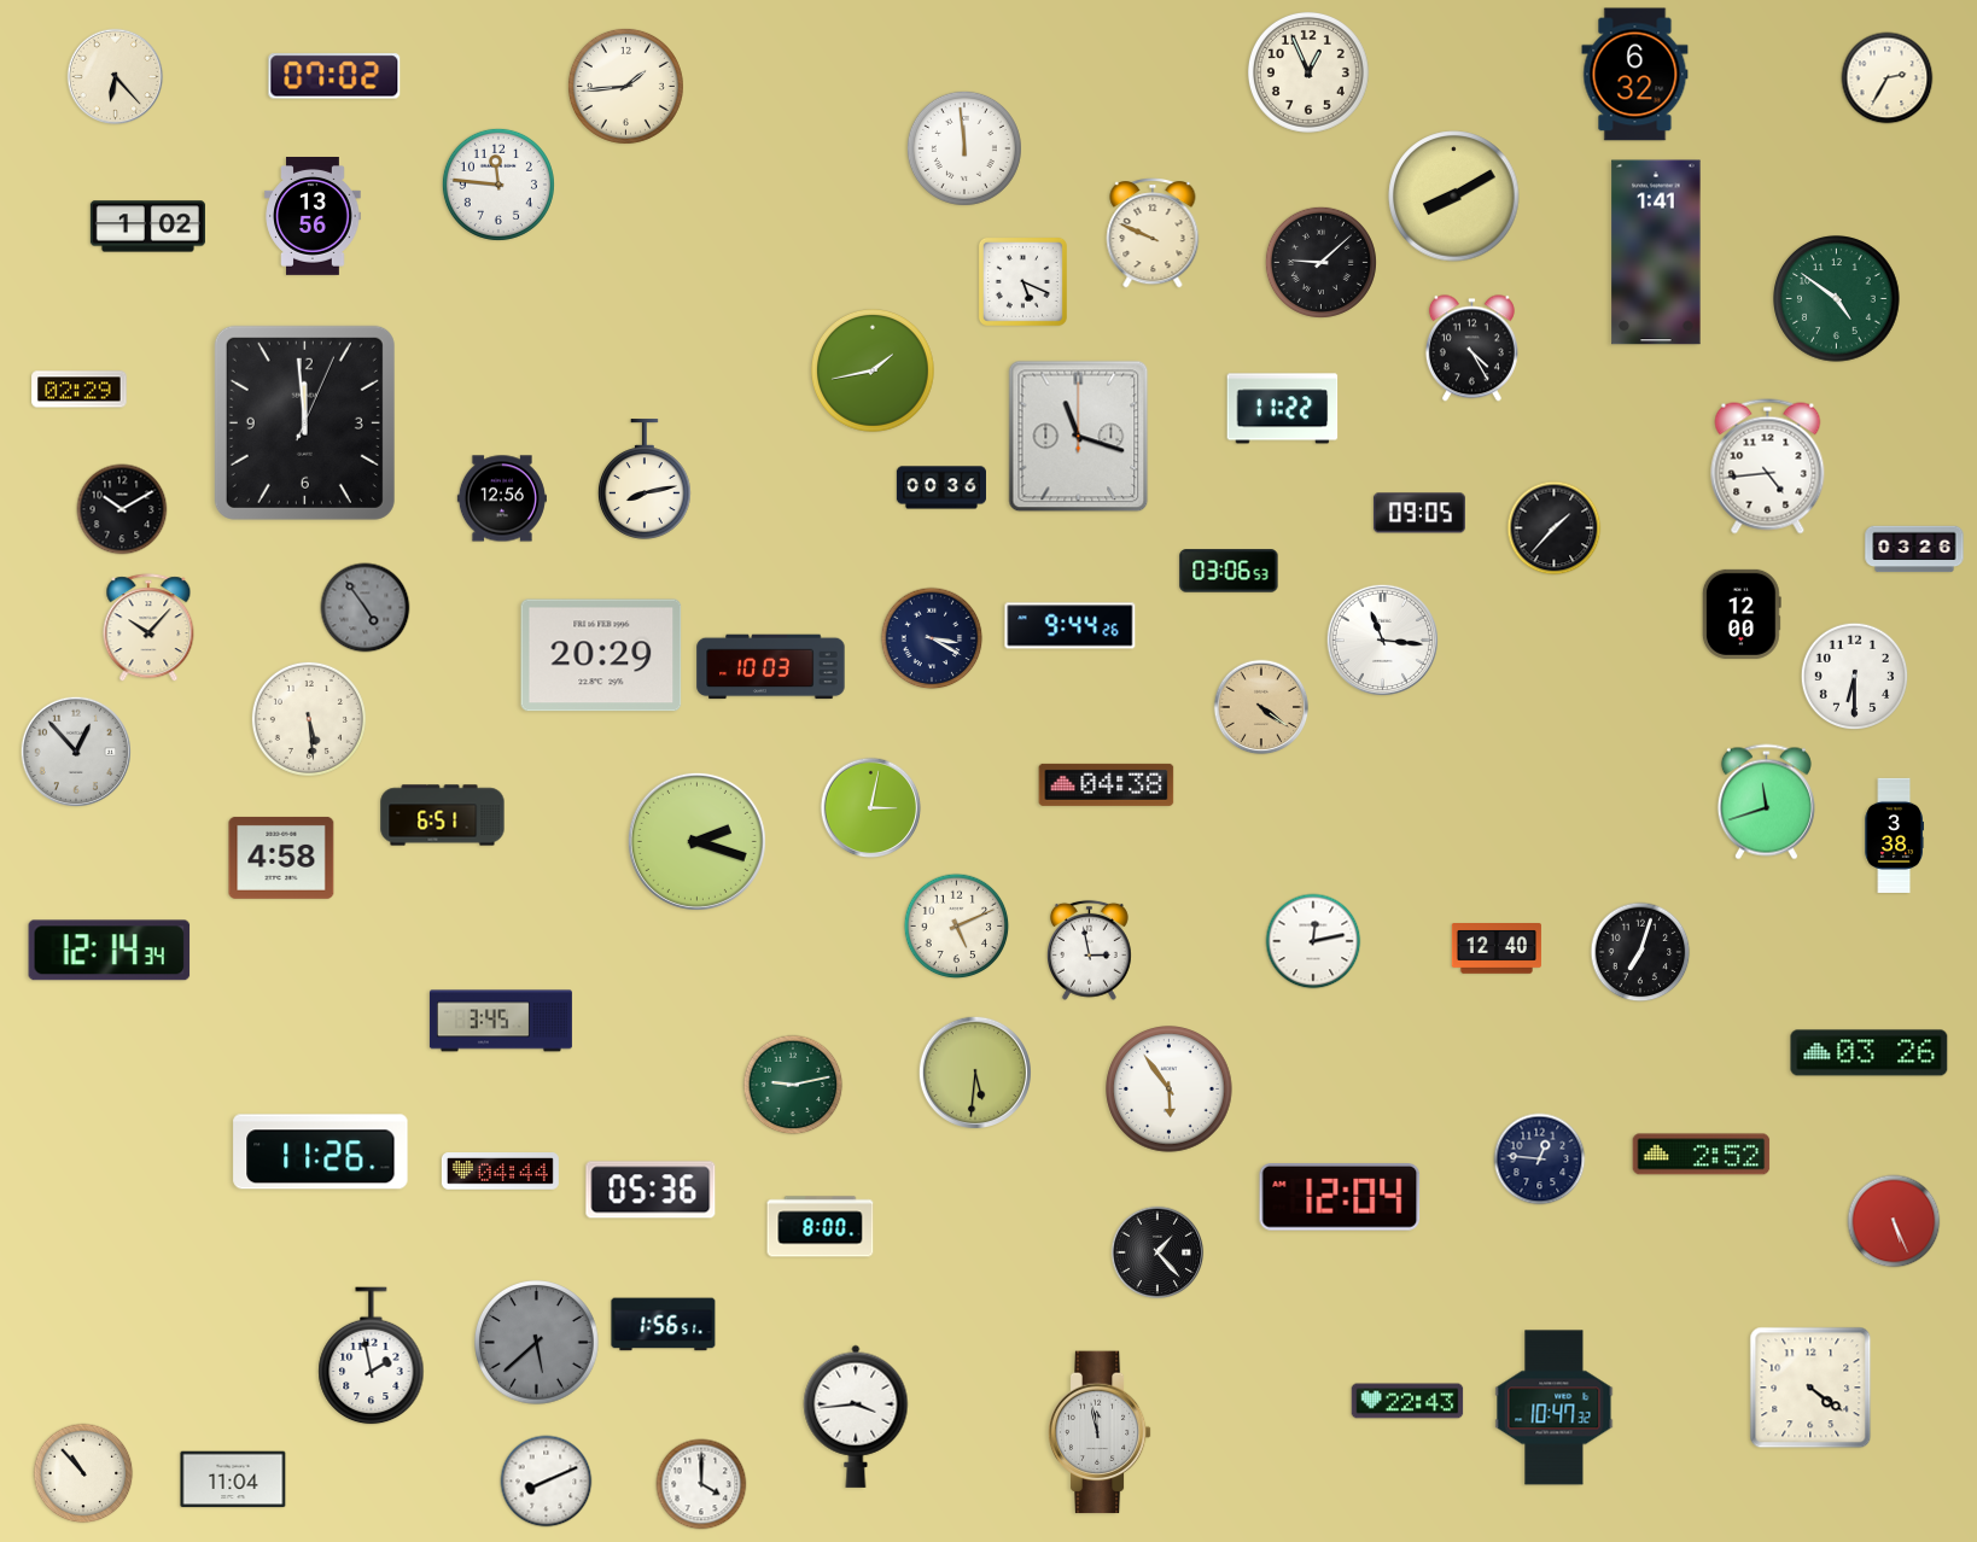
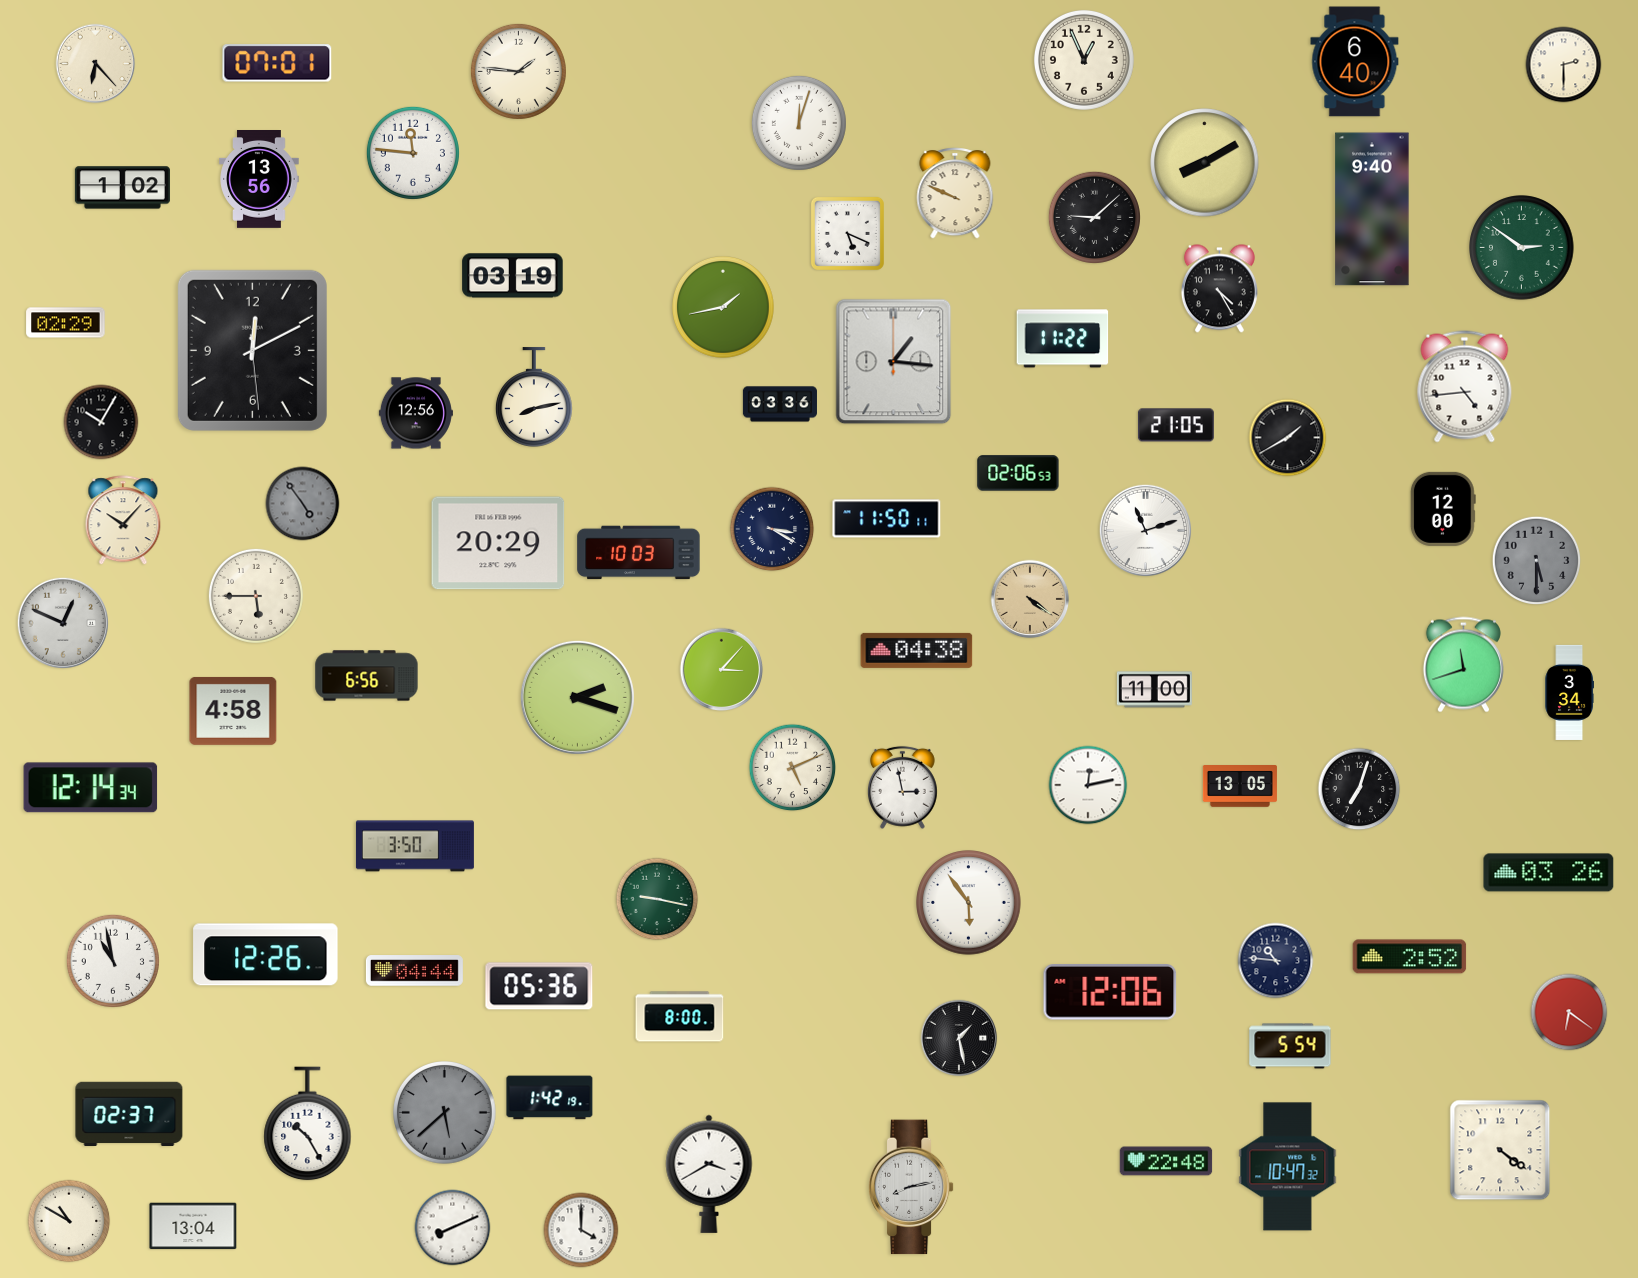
clock at (1635, 75): 6:32 -> 6:40
clock at (334, 76): 07:02 -> 07:01
clock at (1888, 78): 2:35 -> 2:30
clock at (625, 86): 1:44 -> 1:46
clock at (964, 148): 11:59 -> 12:03
clock at (1656, 252): 1:41 -> 9:40
clock at (1837, 299): 4:51 -> 2:51
clock at (513, 276): none -> 03:19
clock at (304, 422): 11:59 -> 12:10
clock at (1079, 437): 11:18 -> 1:16
clock at (941, 487): 00:36 -> 03:36
clock at (122, 509): 10:10 -> 10:05
clock at (1419, 513): 09:05 -> 21:05
clock at (1555, 528): 1:37 -> 1:40
clock at (1914, 549): 03:26 -> none
clock at (1229, 571): 03:06 -> 02:06
clock at (1071, 626): 9:44 -> 11:50
clock at (1382, 639): 11:16 -> 11:12
clock at (1855, 677): 6:30 -> 5:30
clock at (1855, 677) dial: white -> grey
clock at (1261, 707) position: (1261, 707) -> (1030, 599)
clock at (309, 719): 5:29 -> 5:45
clock at (75, 750): 12:53 -> 12:49
clock at (871, 808): 3:02 -> 3:07
clock at (443, 816): 6:51 -> 6:56
clock at (1154, 690): none -> 11:00
clock at (1894, 835): 3:38 -> 3:34
clock at (1313, 941) position: (1313, 941) -> (1088, 785)
clock at (1497, 950): 12:40 -> 13:05
clock at (501, 1021): 3:45 -> 3:50
clock at (975, 1073): 5:31 -> none
clock at (793, 1085): 9:13 -> 9:17
clock at (321, 1152): 11:26 -> 12:26
clock at (113, 961): none -> 10:58
clock at (1540, 1160): 12:46 -> 10:46
clock at (1340, 1198): 12:04 -> 12:06
clock at (1894, 1221): 5:26 -> 6:21
clock at (1157, 1252): 1:23 -> 1:28
clock at (1290, 1046): none -> 5:54
clock at (664, 1325): 1:56 -> 1:42
clock at (129, 1113): none -> 02:37
clock at (372, 1356): 1:58 -> 10:25
clock at (1407, 1401): 22:43 -> 22:48
clock at (856, 1417): 3:44 -> 3:40
clock at (1100, 1432): 11:58 -> 8:13
clock at (83, 1473): 10:53 -> 10:50
clock at (233, 1479): 11:04 -> 13:04
